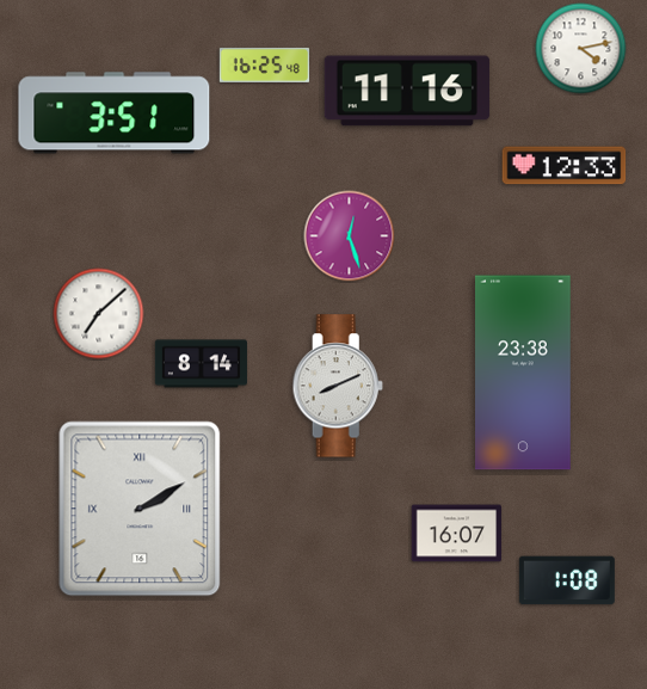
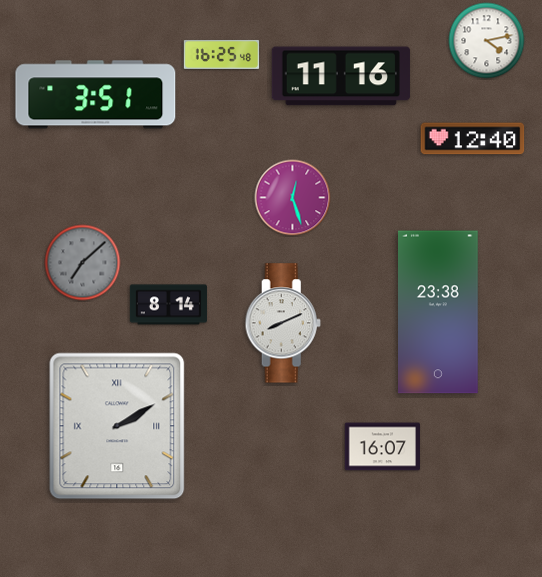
clock at (565, 166): 12:33 -> 12:40
clock at (99, 314) dial: white -> grey
clock at (567, 580): 1:08 -> none
